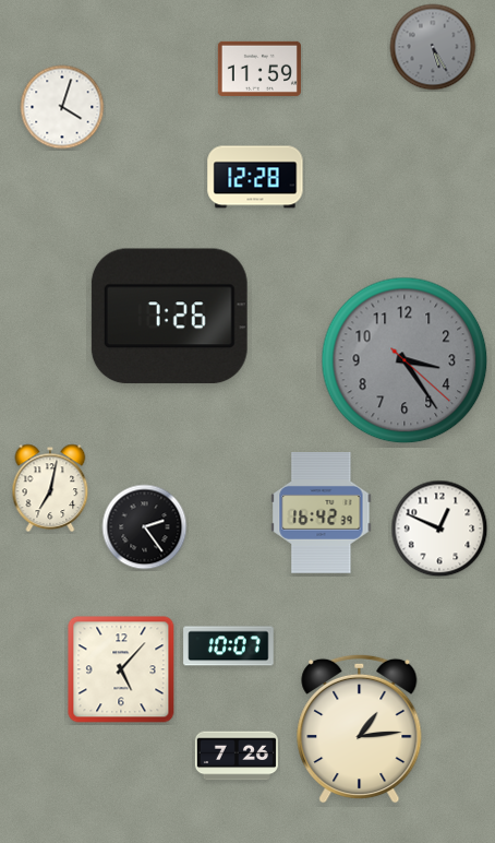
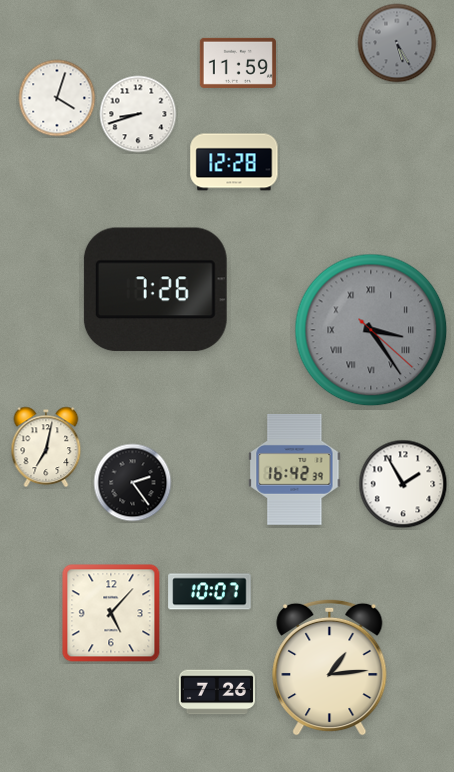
clock at (138, 114): none -> 8:42
clock at (405, 360) numerals: Arabic -> Roman
clock at (439, 529): 12:49 -> 1:55
